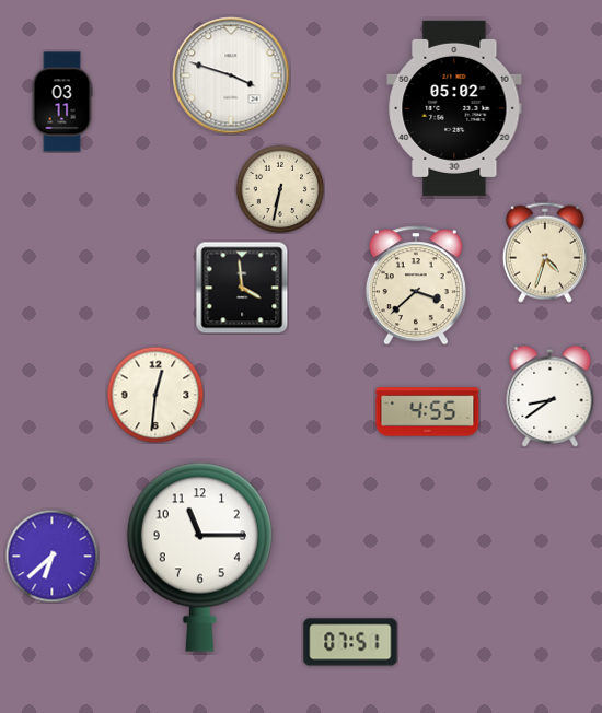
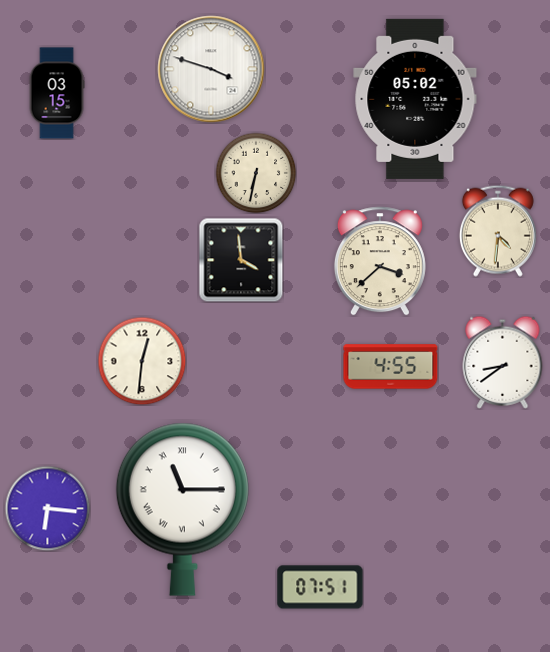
clock at (62, 102): 03:11 -> 03:15
clock at (545, 253): 4:33 -> 4:31
clock at (242, 288) position: (242, 288) -> (241, 260)
clock at (428, 412) position: (428, 412) -> (391, 367)
clock at (51, 556): 6:38 -> 6:16
clock at (199, 557) numerals: Arabic -> Roman
